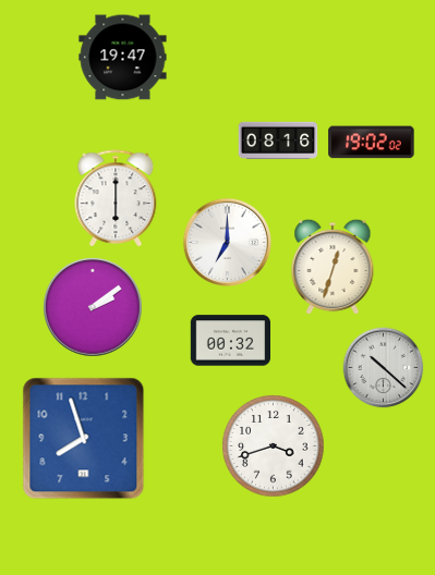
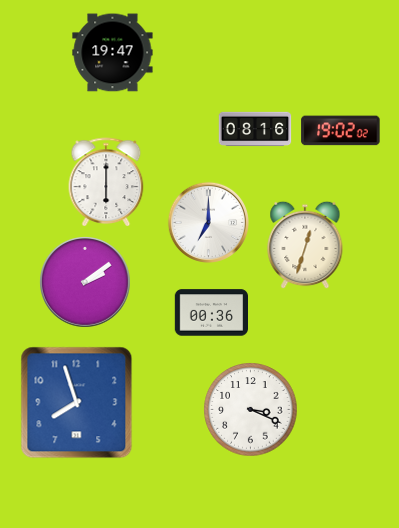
clock at (231, 341): 00:32 -> 00:36
clock at (384, 368): 10:22 -> none
clock at (274, 446): 3:42 -> 3:19
